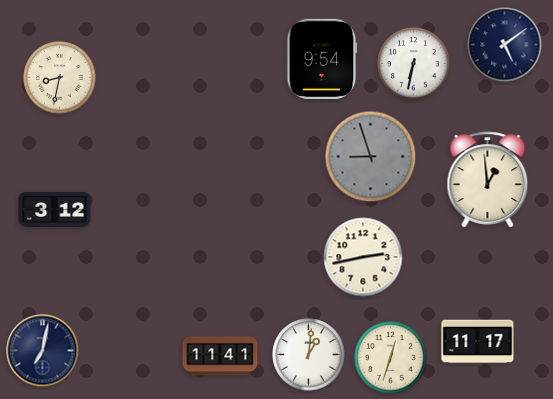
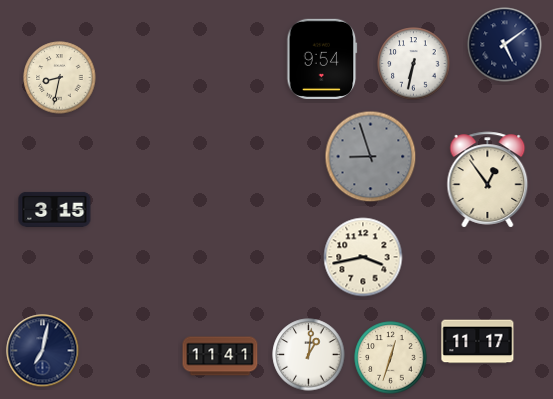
clock at (488, 180): 12:59 -> 12:54
clock at (55, 209): 3:12 -> 3:15
clock at (363, 257): 2:43 -> 3:43
